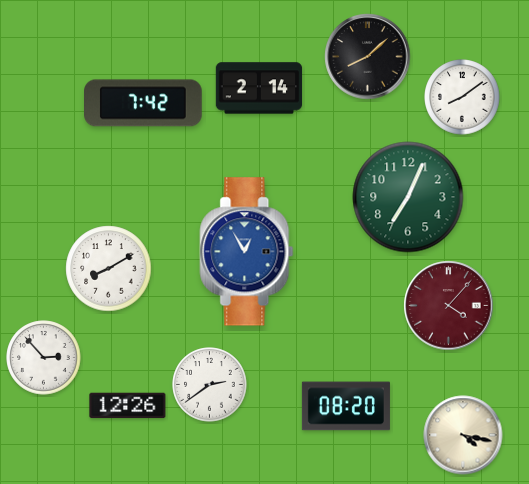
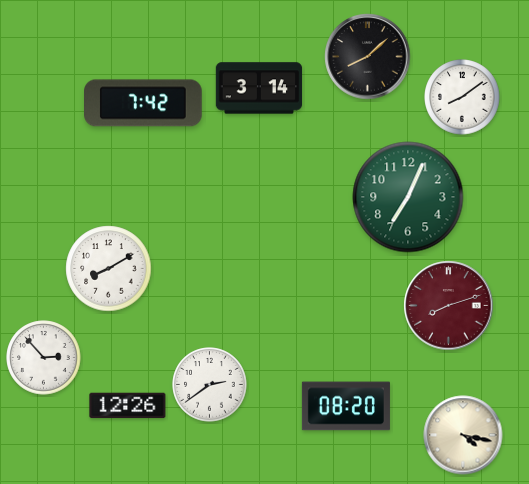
clock at (259, 88): 2:14 -> 3:14
clock at (247, 252): 12:55 -> none
clock at (449, 306): 4:07 -> 8:12
